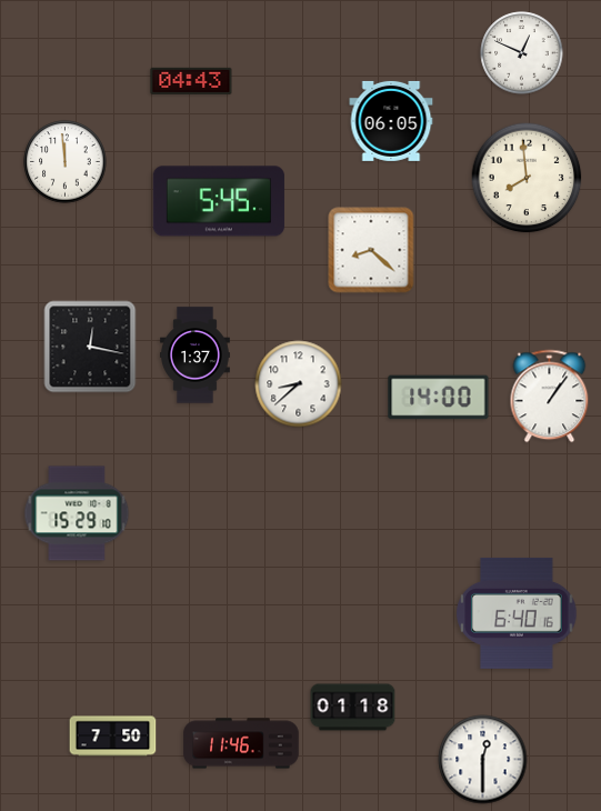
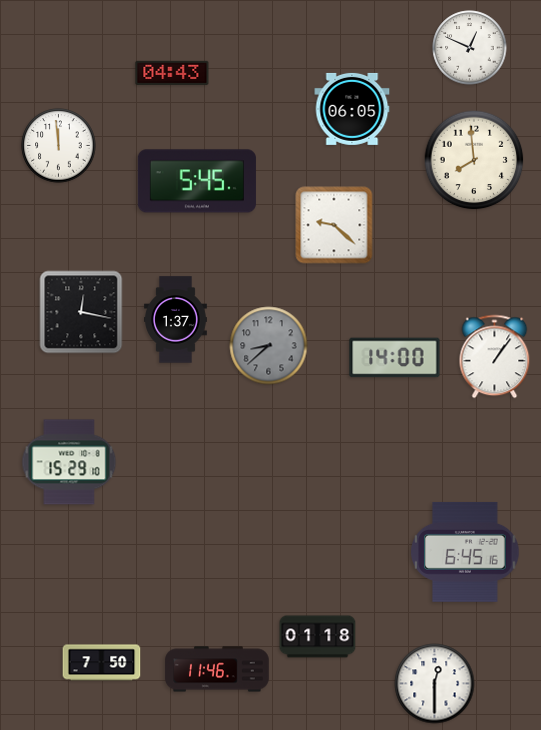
clock at (371, 250): 8:22 -> 9:22
clock at (299, 384) dial: white -> grey
clock at (517, 613): 6:40 -> 6:45
